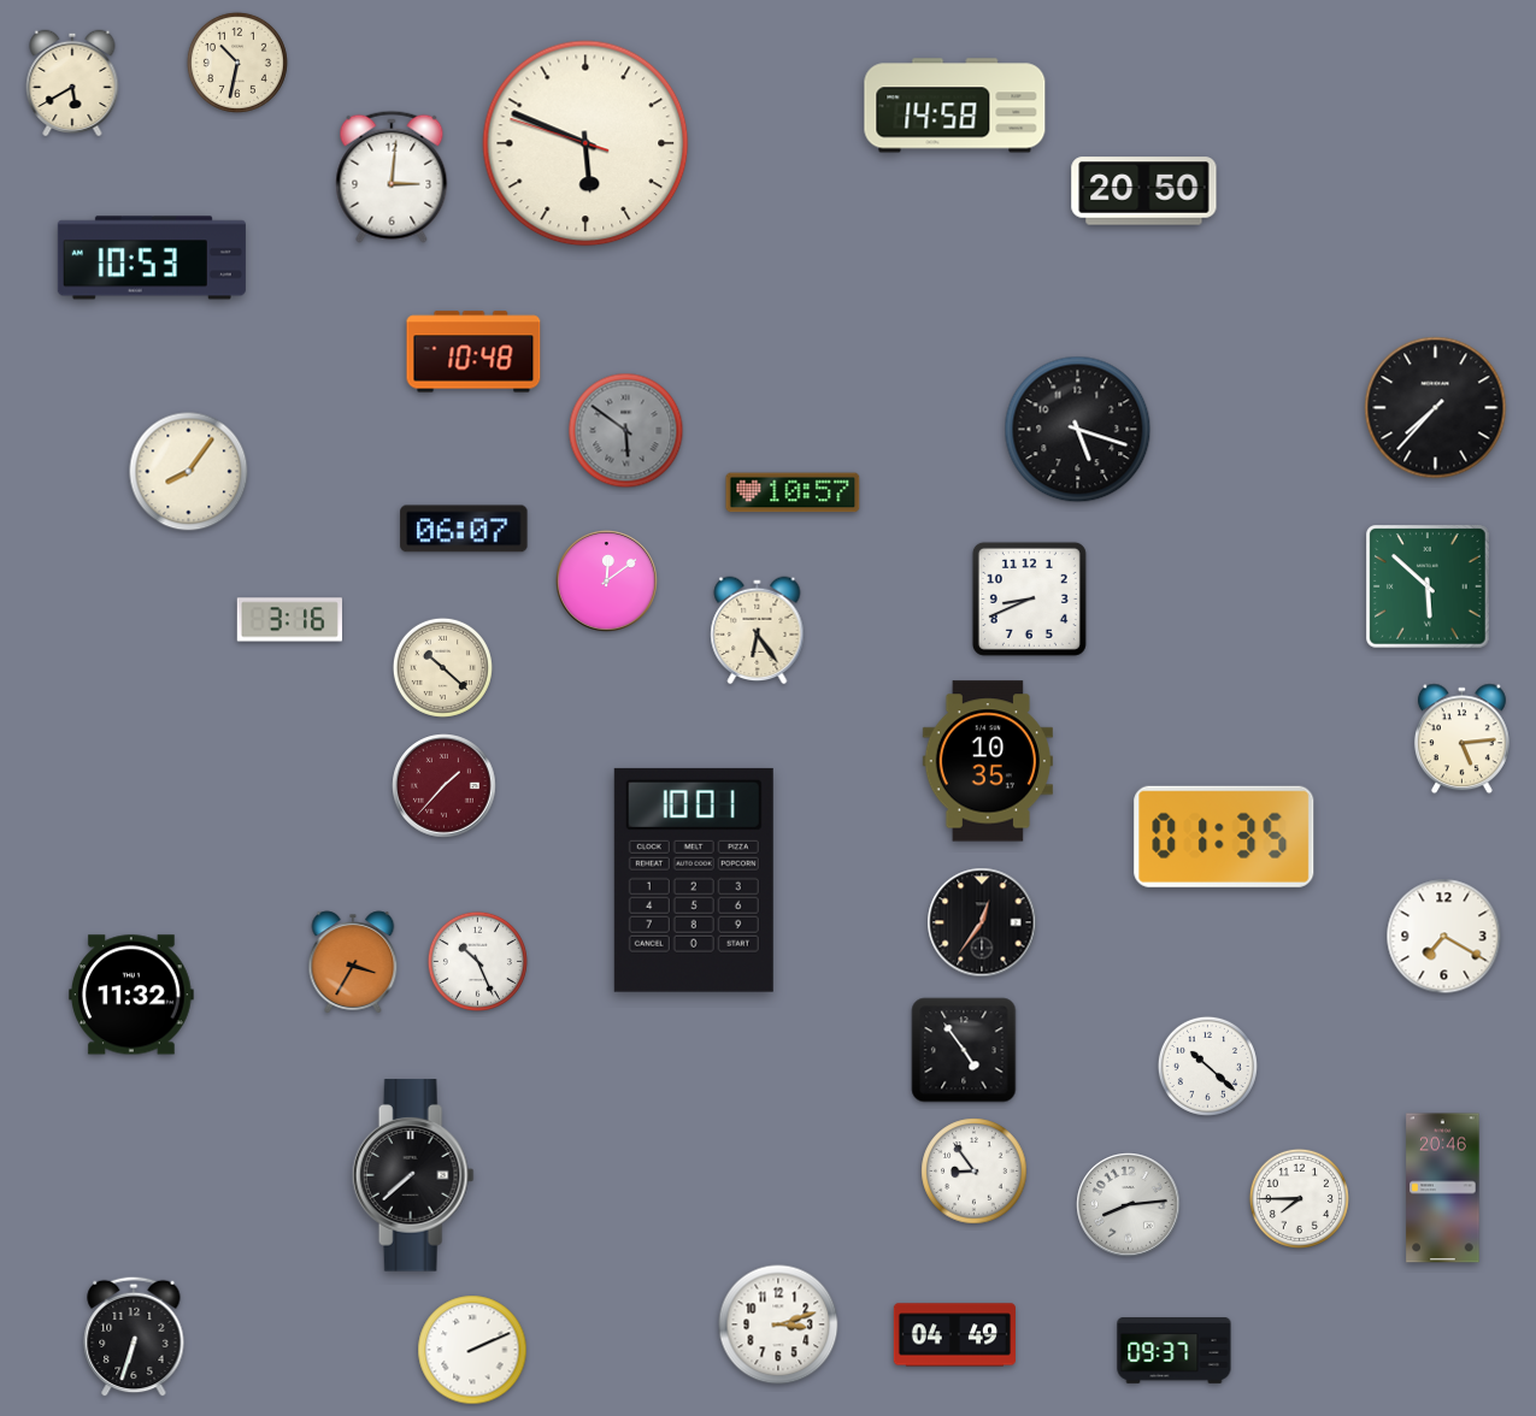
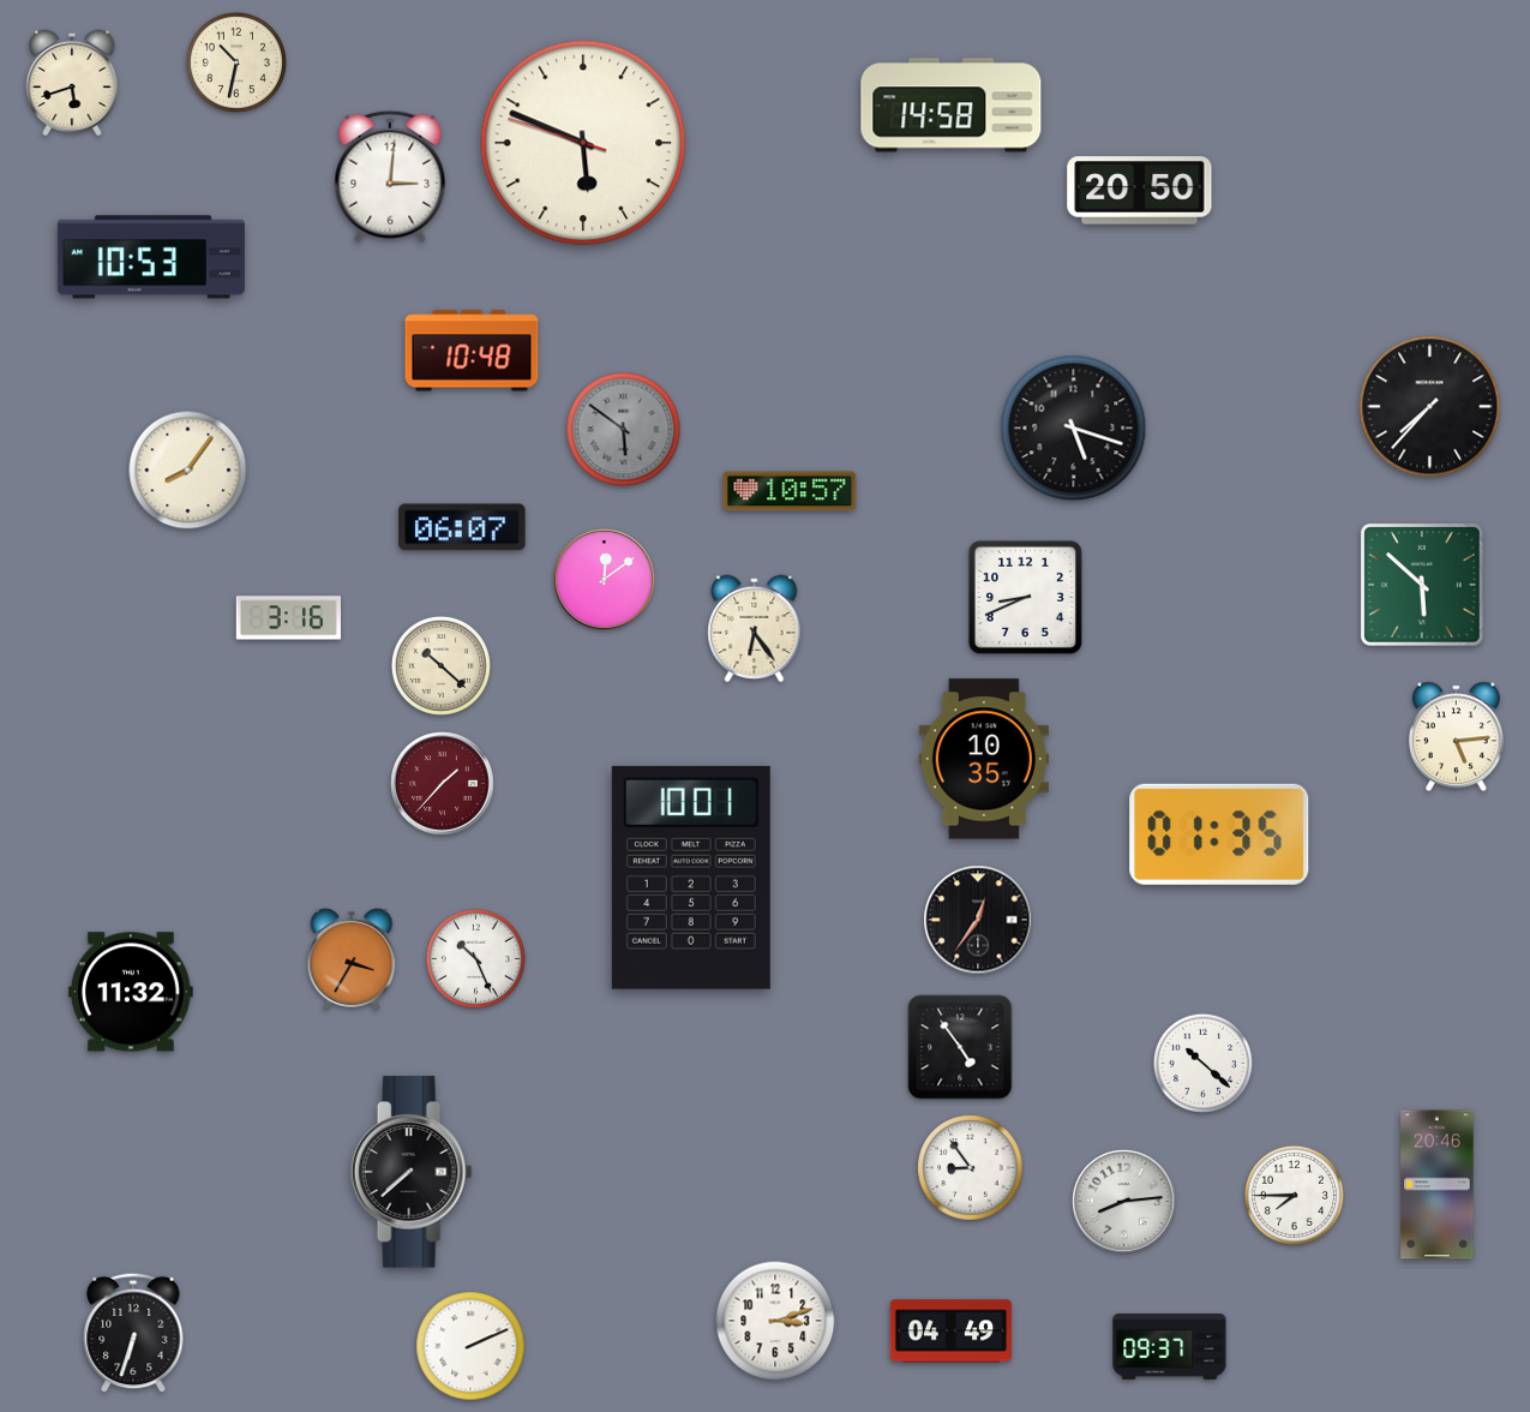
clock at (72, 83): 5:40 -> 5:42
clock at (1444, 937): 7:20 -> none
